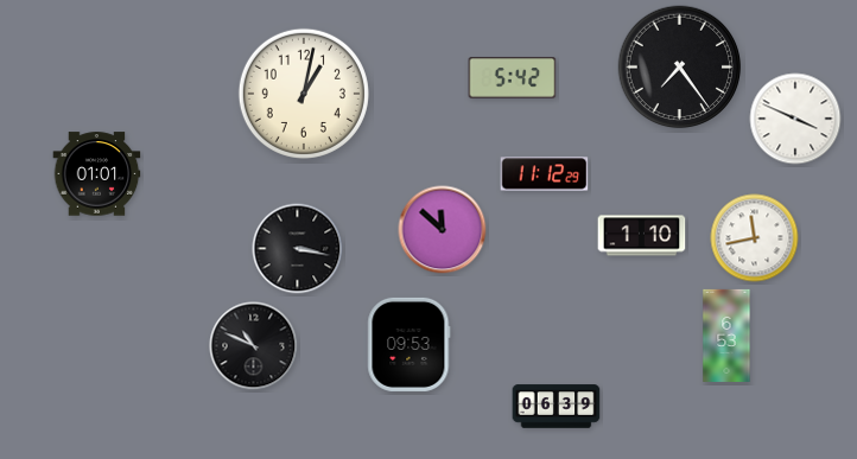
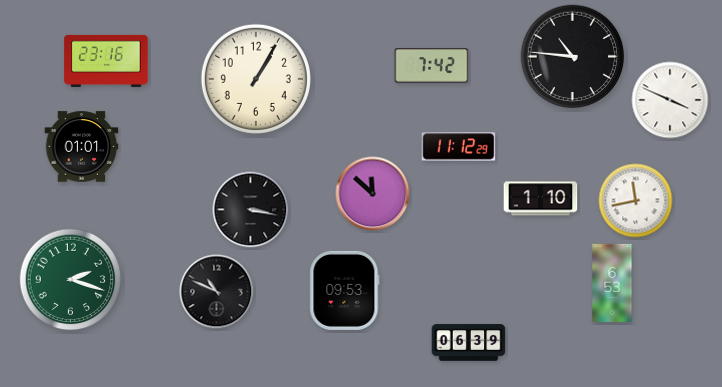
clock at (680, 68): 7:24 -> 10:46
clock at (106, 61): none -> 23:16
clock at (513, 78): 5:42 -> 7:42
clock at (304, 94): 1:02 -> 1:05
clock at (71, 280): none -> 2:18
clock at (254, 346) position: (254, 346) -> (217, 292)
